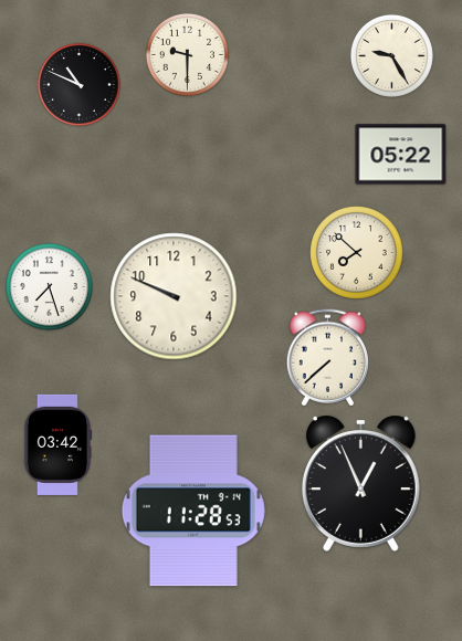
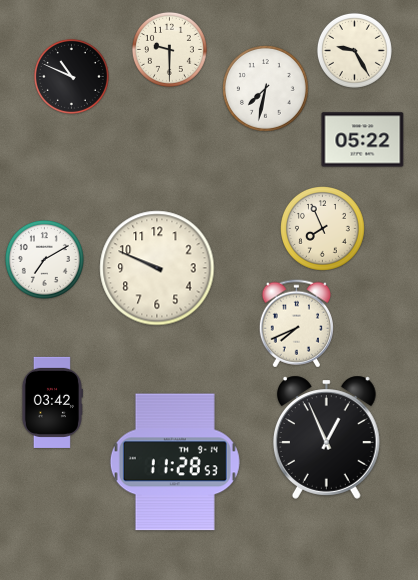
clock at (266, 89): none -> 7:32
clock at (357, 253): 7:52 -> 7:56
clock at (49, 286): 7:27 -> 7:10
clock at (327, 358): 7:38 -> 7:41
